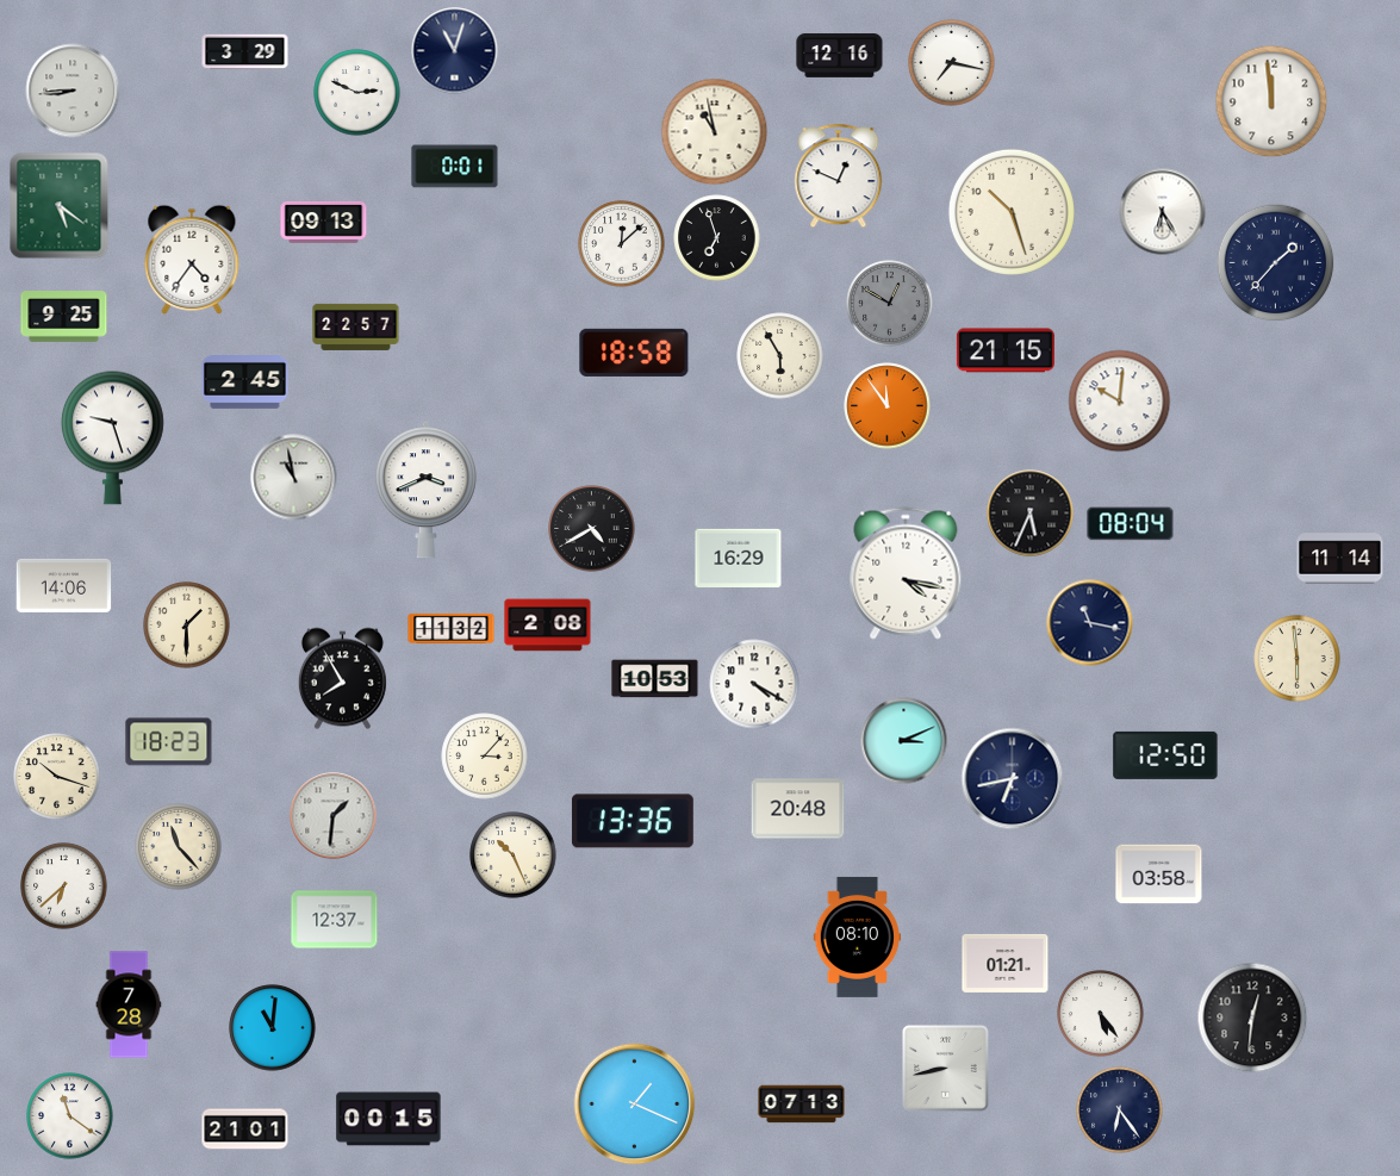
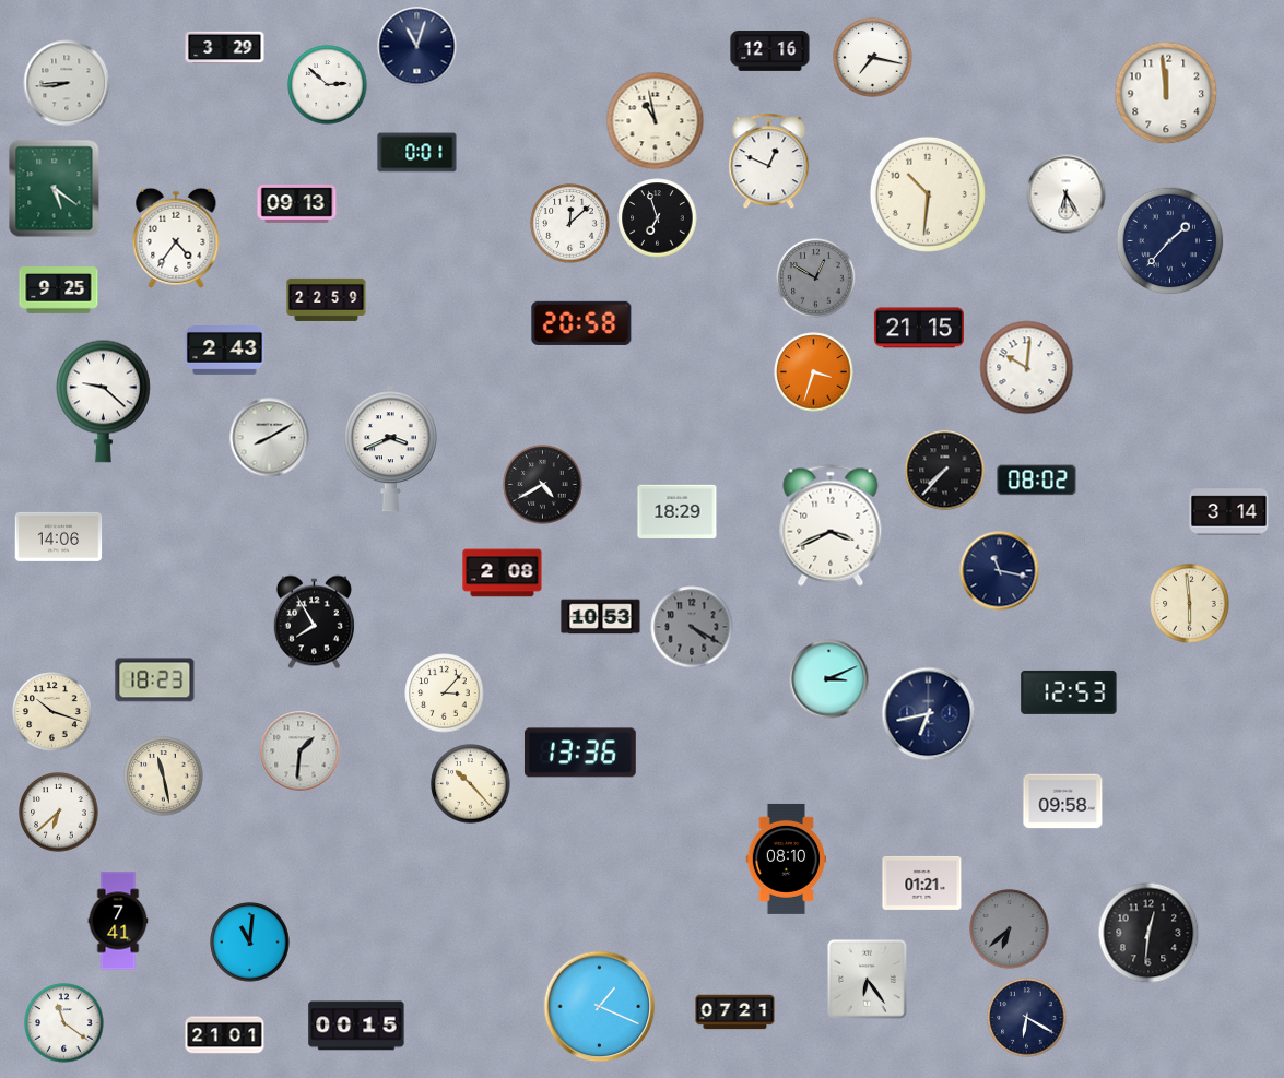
clock at (357, 93): 2:49 -> 2:52
clock at (1012, 212): 10:27 -> 10:31
clock at (356, 326): 22:57 -> 22:59
clock at (1006, 350) position: (1006, 350) -> (919, 328)
clock at (634, 353): 18:58 -> 20:58
clock at (780, 356): 5:55 -> none
clock at (245, 382): 2:45 -> 2:43
clock at (888, 406): 11:54 -> 3:33
clock at (113, 437): 9:27 -> 9:22
clock at (294, 478): 10:58 -> 8:10
clock at (1031, 514): 5:34 -> 7:37
clock at (1131, 524): 08:04 -> 08:02
clock at (739, 559): 16:29 -> 18:29
clock at (1340, 559): 11:14 -> 3:14
clock at (906, 573): 4:17 -> 3:41
clock at (187, 626): 1:30 -> none
clock at (452, 628): 11:32 -> none
clock at (655, 679) position: (655, 679) -> (601, 617)
clock at (754, 684) dial: white -> grey
clock at (1165, 755): 12:50 -> 12:53
clock at (798, 809): 20:48 -> none
clock at (334, 816) position: (334, 816) -> (301, 751)
clock at (179, 847): 11:23 -> 11:28
clock at (514, 855): 10:26 -> 10:23
clock at (1159, 875): 03:58 -> 09:58
clock at (335, 920): 12:37 -> none
clock at (129, 1004): 7:28 -> 7:41
clock at (1101, 1014): 5:24 -> 6:38
clock at (1101, 1014) dial: white -> grey
clock at (946, 1069): 8:43 -> 6:24
clock at (635, 1105) position: (635, 1105) -> (600, 1007)
clock at (802, 1105): 07:13 -> 07:21
clock at (1120, 1110): 6:24 -> 6:20
